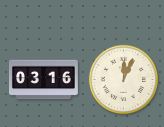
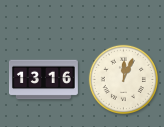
clock at (44, 80): 03:16 -> 13:16
